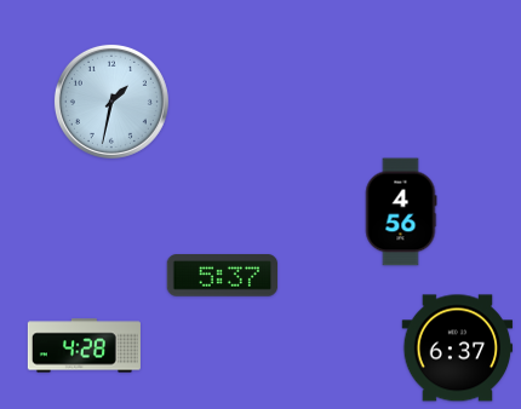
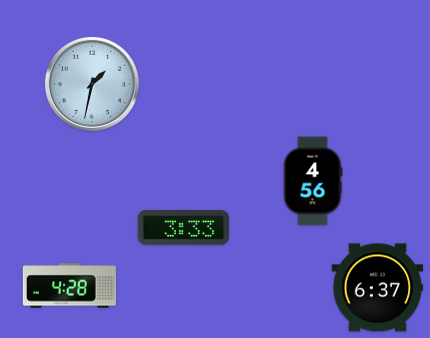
clock at (401, 212) position: (401, 212) -> (313, 181)
clock at (223, 276): 5:37 -> 3:33
